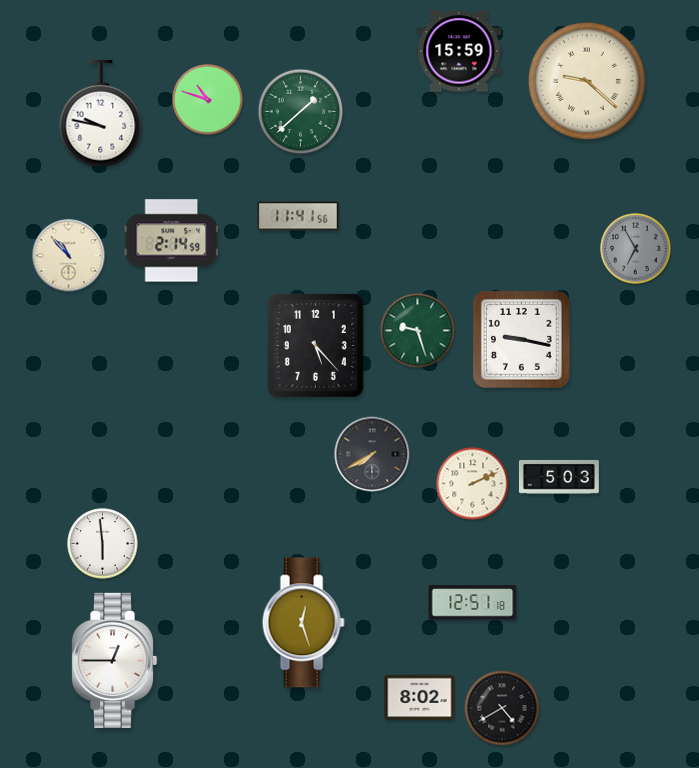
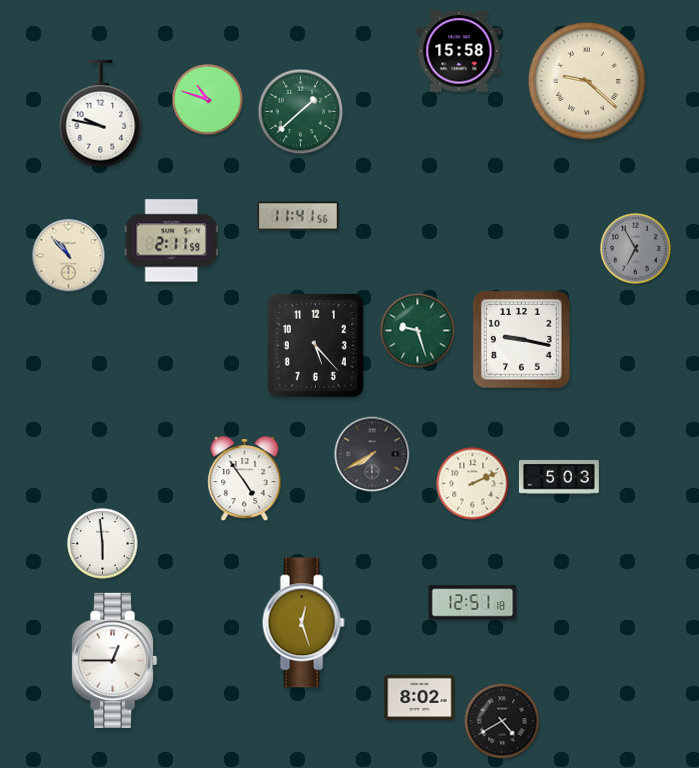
clock at (459, 51): 15:59 -> 15:58
clock at (171, 241): 2:14 -> 2:11
clock at (245, 479): none -> 4:54
clock at (502, 708) position: (502, 708) -> (502, 721)
